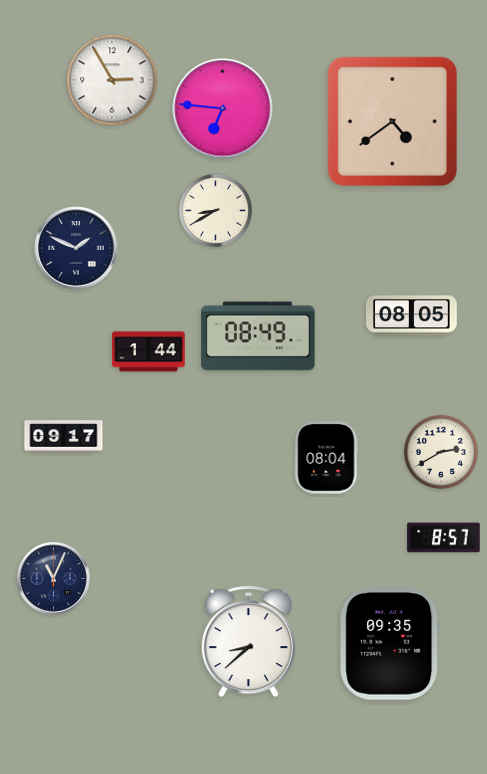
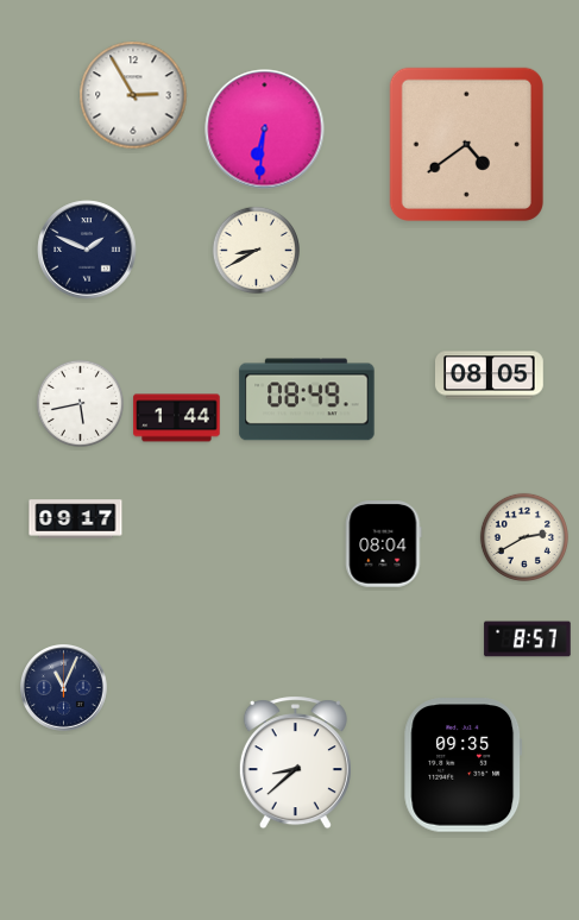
clock at (223, 109): 6:46 -> 6:31
clock at (76, 248) position: (76, 248) -> (87, 250)
clock at (80, 403): none -> 5:43
clock at (327, 458) position: (327, 458) -> (384, 544)
